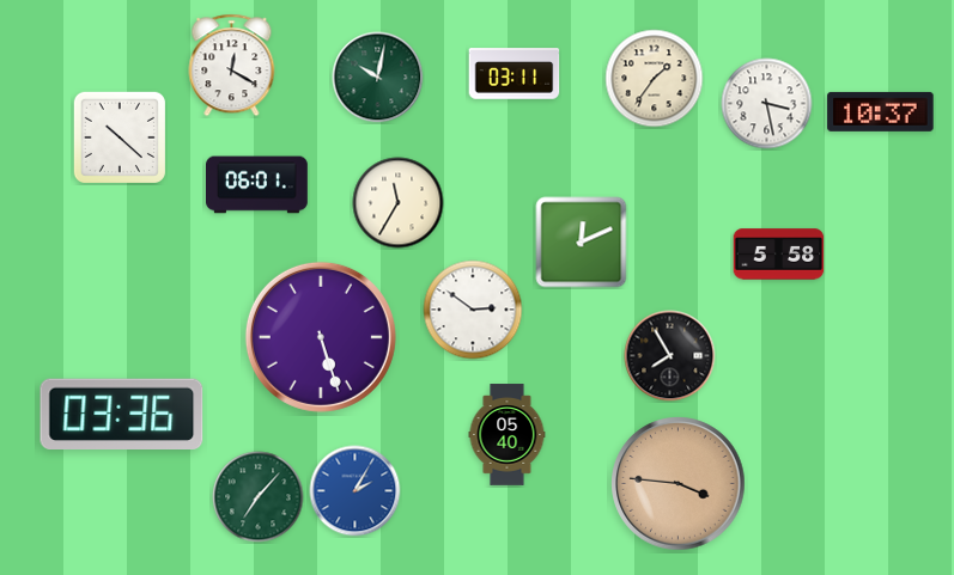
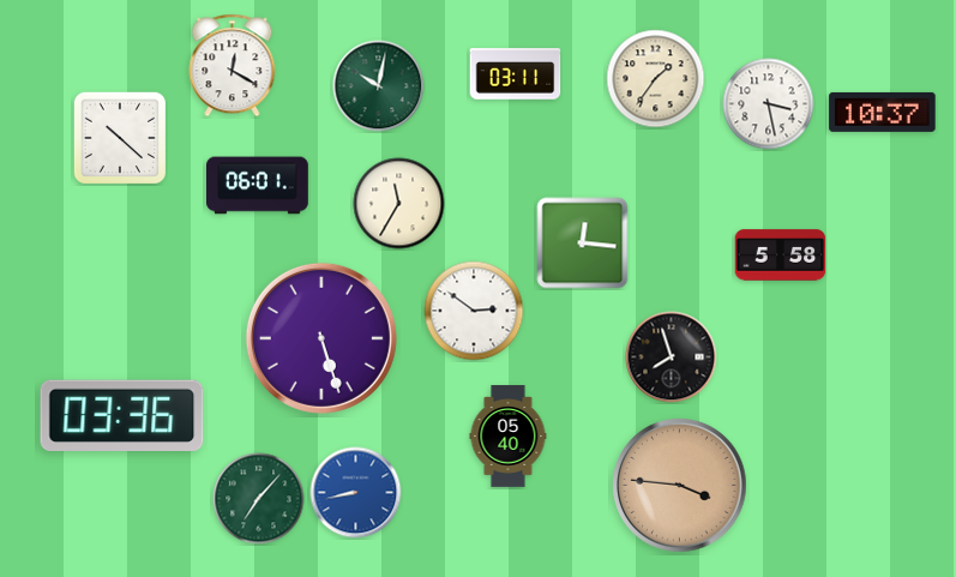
clock at (378, 78) position: (378, 78) -> (379, 86)
clock at (582, 243): 12:11 -> 12:16
clock at (670, 356): 7:55 -> 7:57
clock at (356, 491): 2:05 -> 8:43
